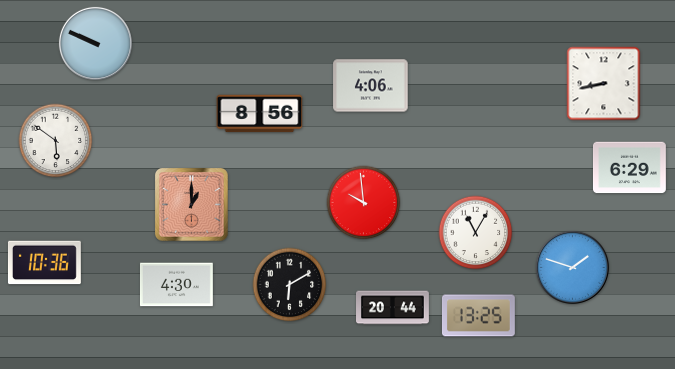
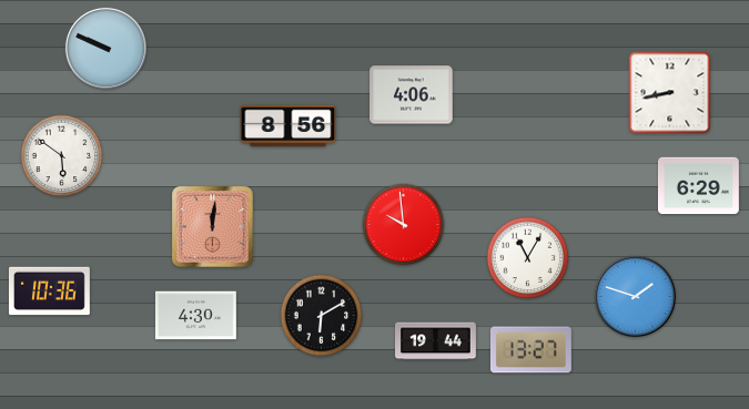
clock at (192, 205): 1:00 -> 12:01
clock at (393, 308): 20:44 -> 19:44
clock at (478, 316): 13:25 -> 13:27
